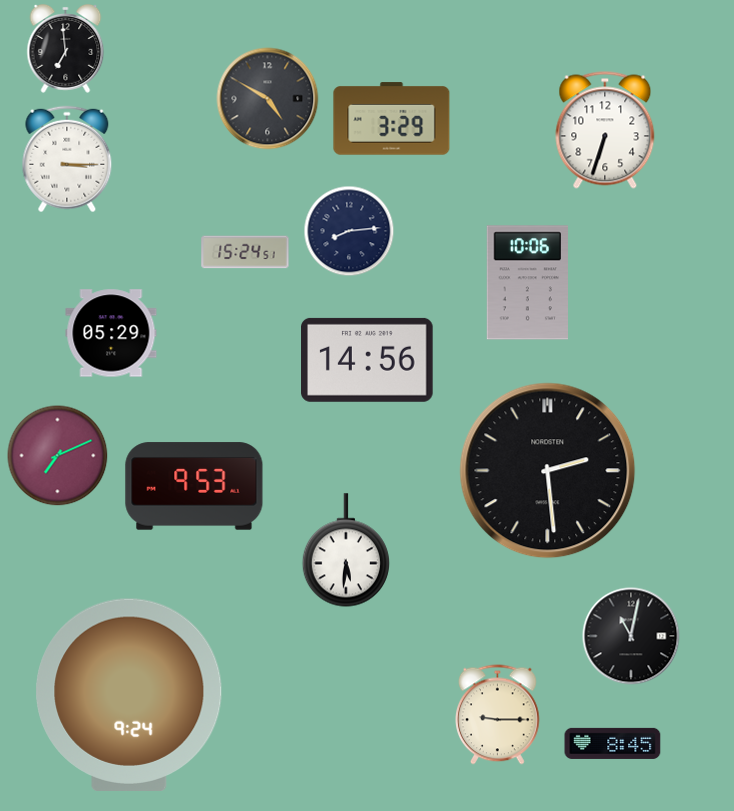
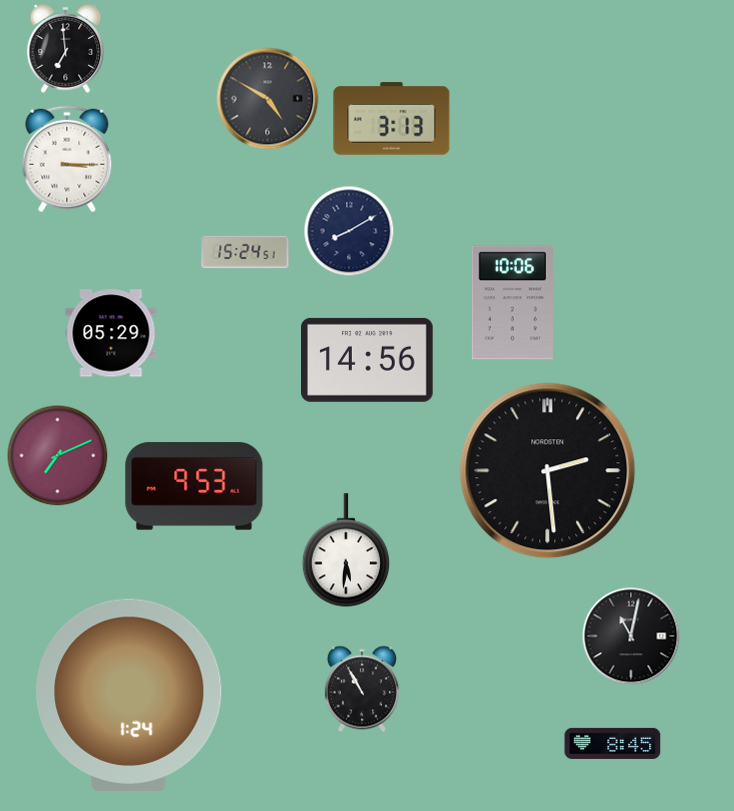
clock at (392, 119): 3:29 -> 3:13
clock at (605, 130): 6:33 -> none
clock at (349, 231): 8:14 -> 8:10
clock at (527, 283) position: (527, 283) -> (512, 303)
clock at (362, 689): none -> 10:55
clock at (129, 695): 9:24 -> 1:24
clock at (498, 715): 9:15 -> none
